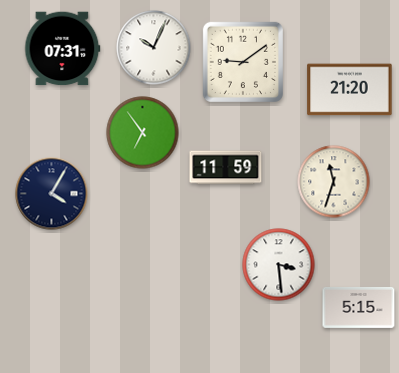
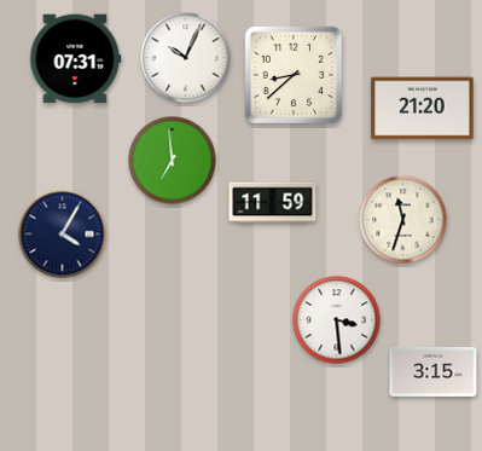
clock at (243, 62): 9:09 -> 8:38
clock at (143, 133): 6:54 -> 6:59
clock at (359, 307): 5:15 -> 3:15
